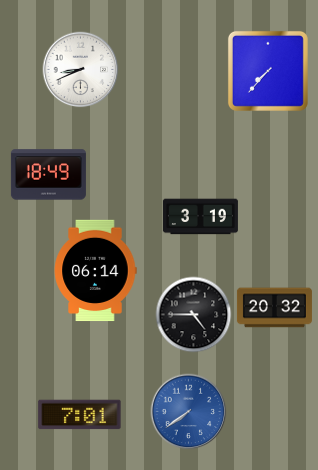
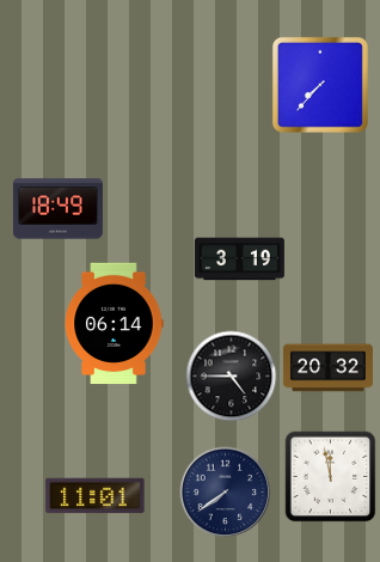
clock at (81, 70): 8:41 -> none
clock at (331, 477): none -> 11:58
clock at (189, 412) dial: blue -> navy
clock at (80, 415): 7:01 -> 11:01
